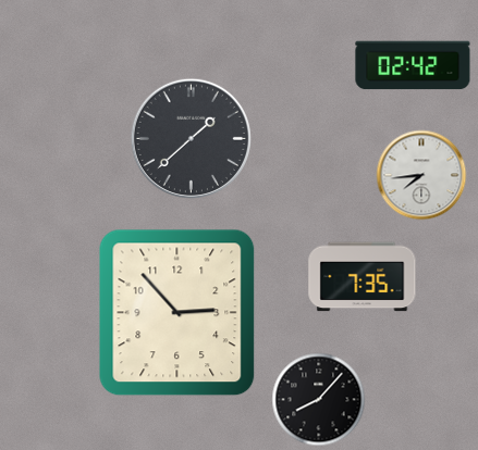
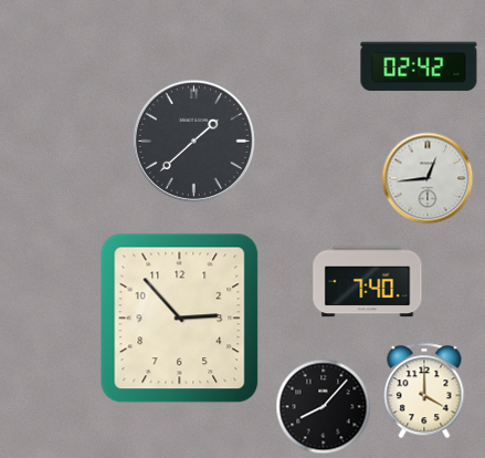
clock at (421, 175): 7:44 -> 12:44
clock at (363, 277): 7:35 -> 7:40
clock at (424, 391): none -> 4:00
